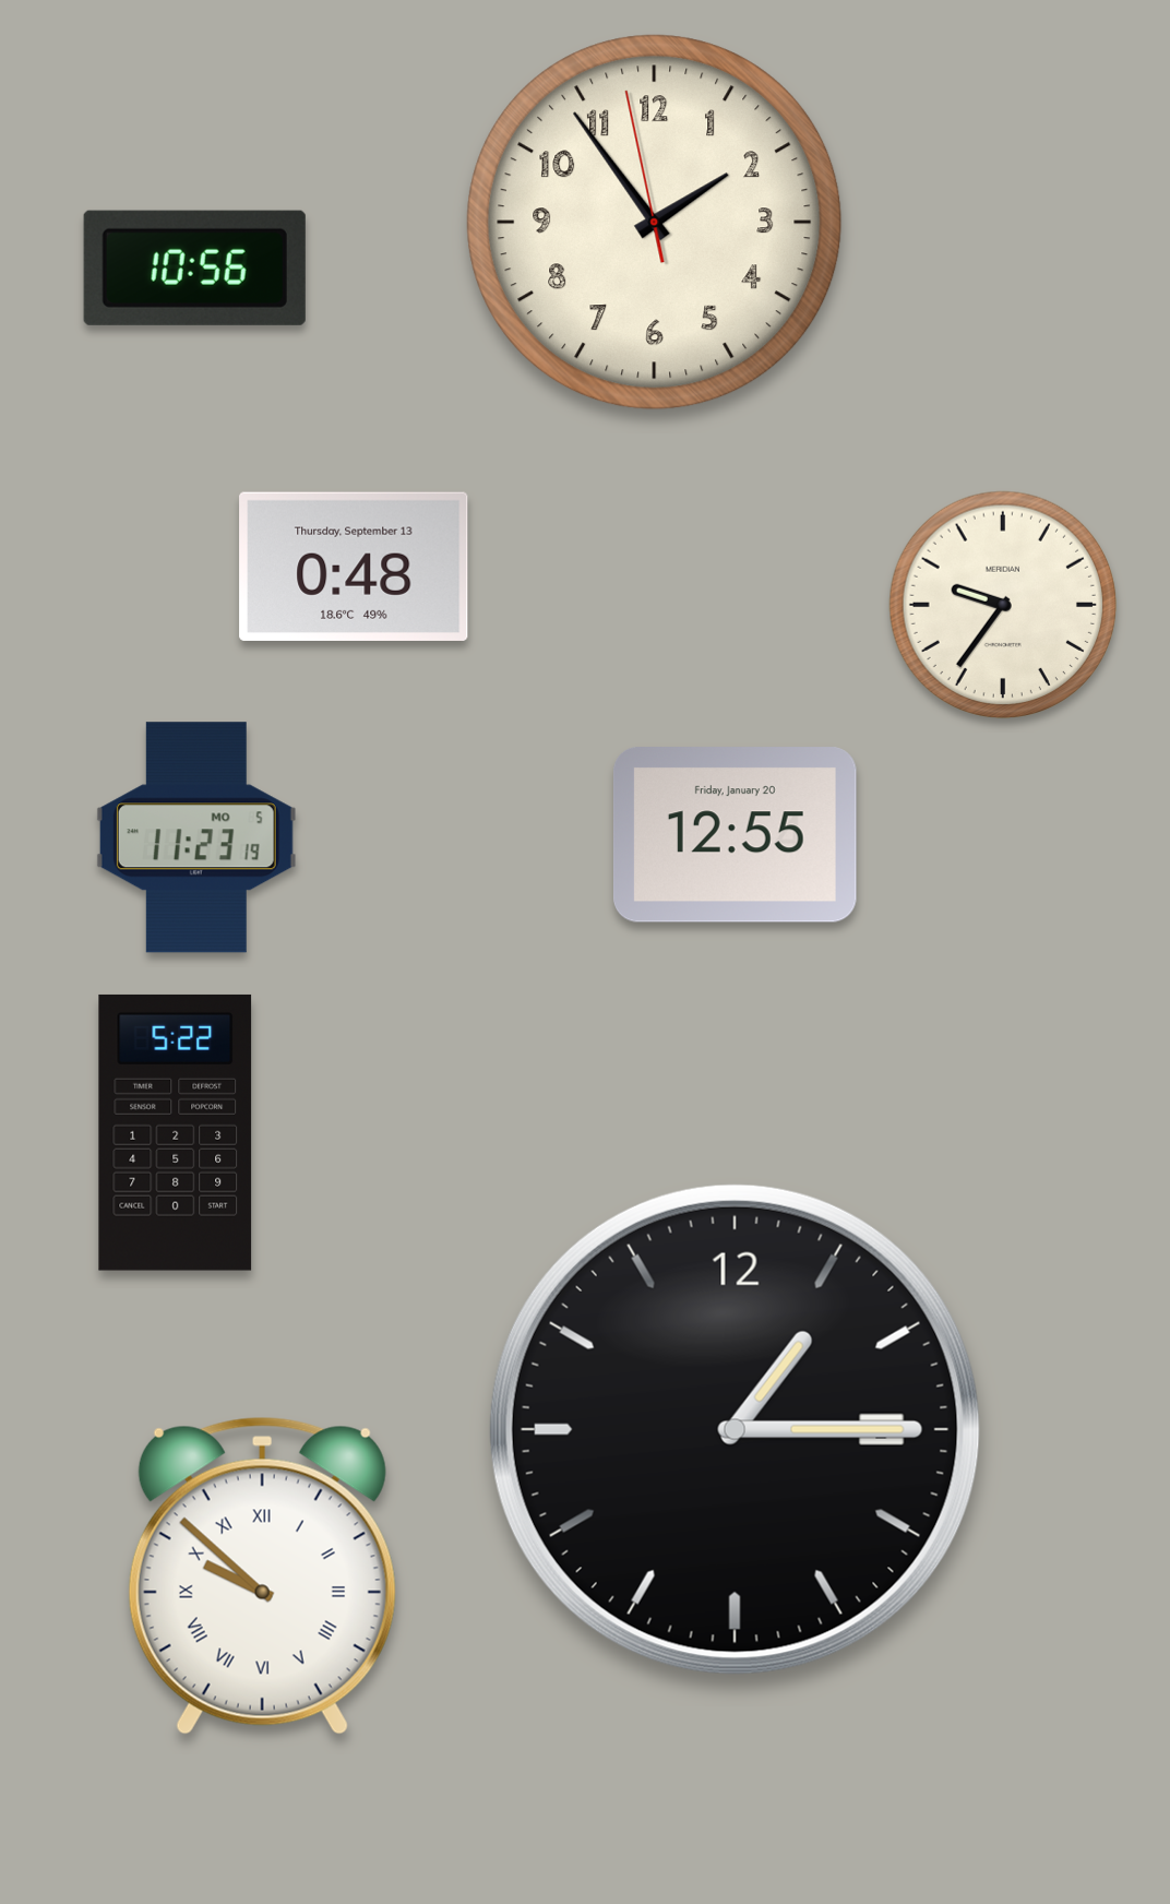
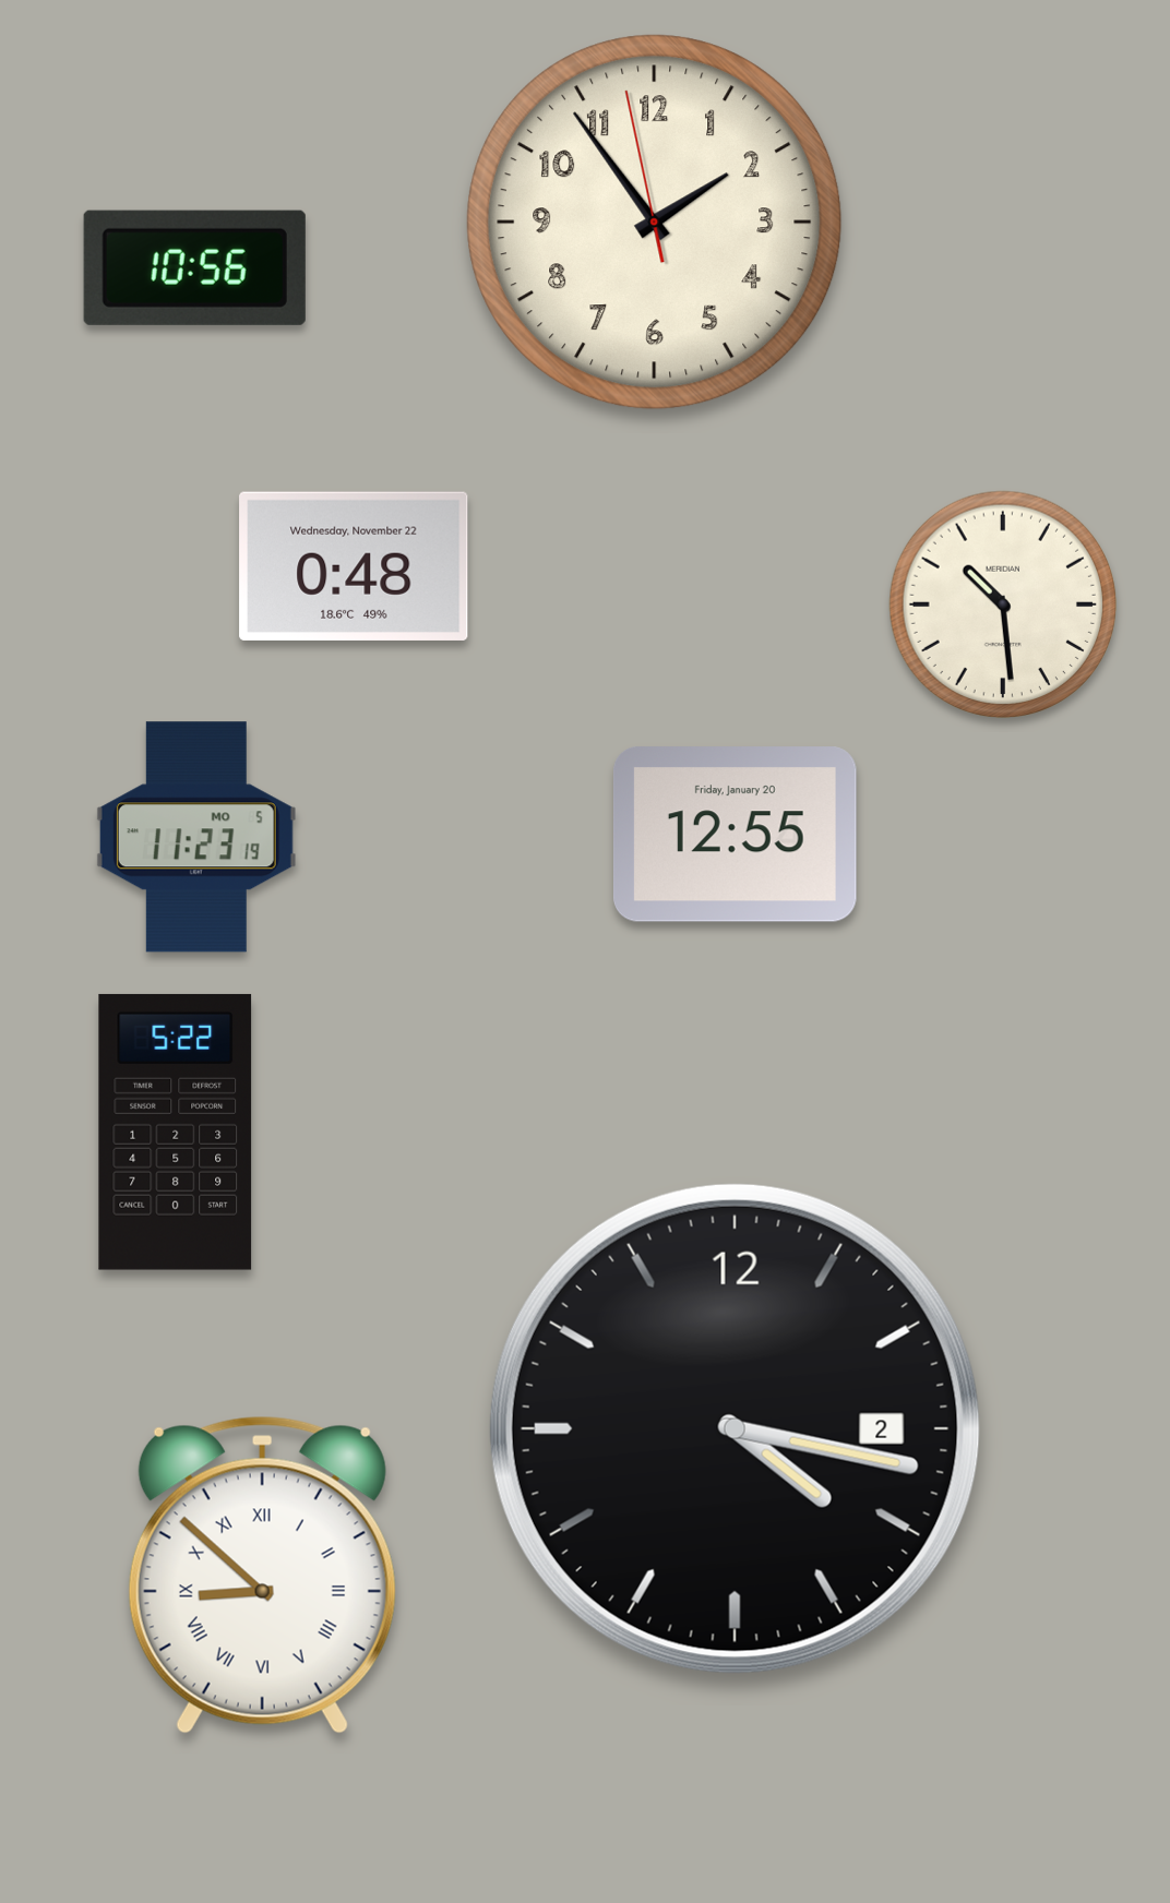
clock at (354, 567) date: Thursday, September 13 -> Wednesday, November 22
clock at (1002, 604): 9:36 -> 10:29
clock at (735, 1429): 1:15 -> 4:17
clock at (262, 1575): 9:52 -> 8:52
